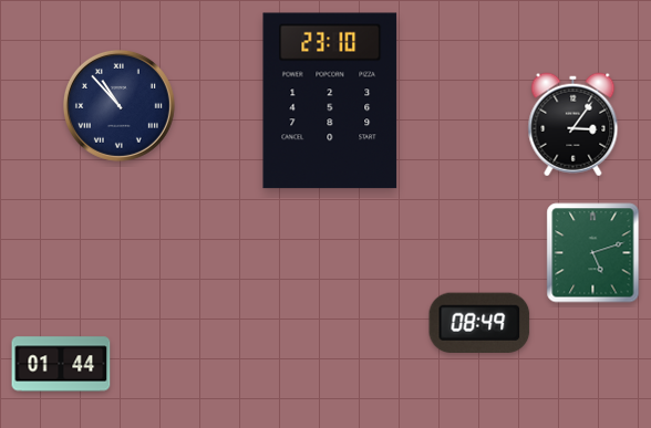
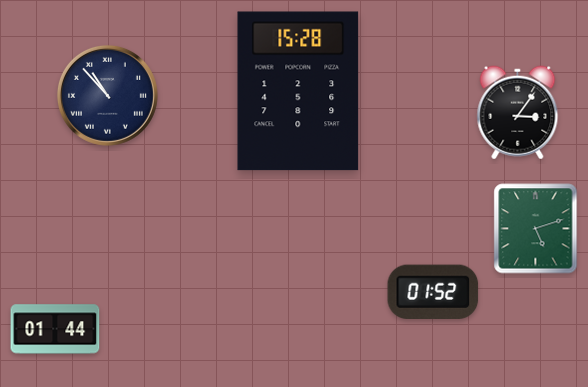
clock at (330, 101): 23:10 -> 15:28
clock at (479, 323): 08:49 -> 01:52
